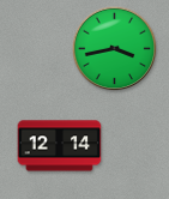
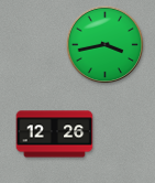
clock at (60, 146): 12:14 -> 12:26
